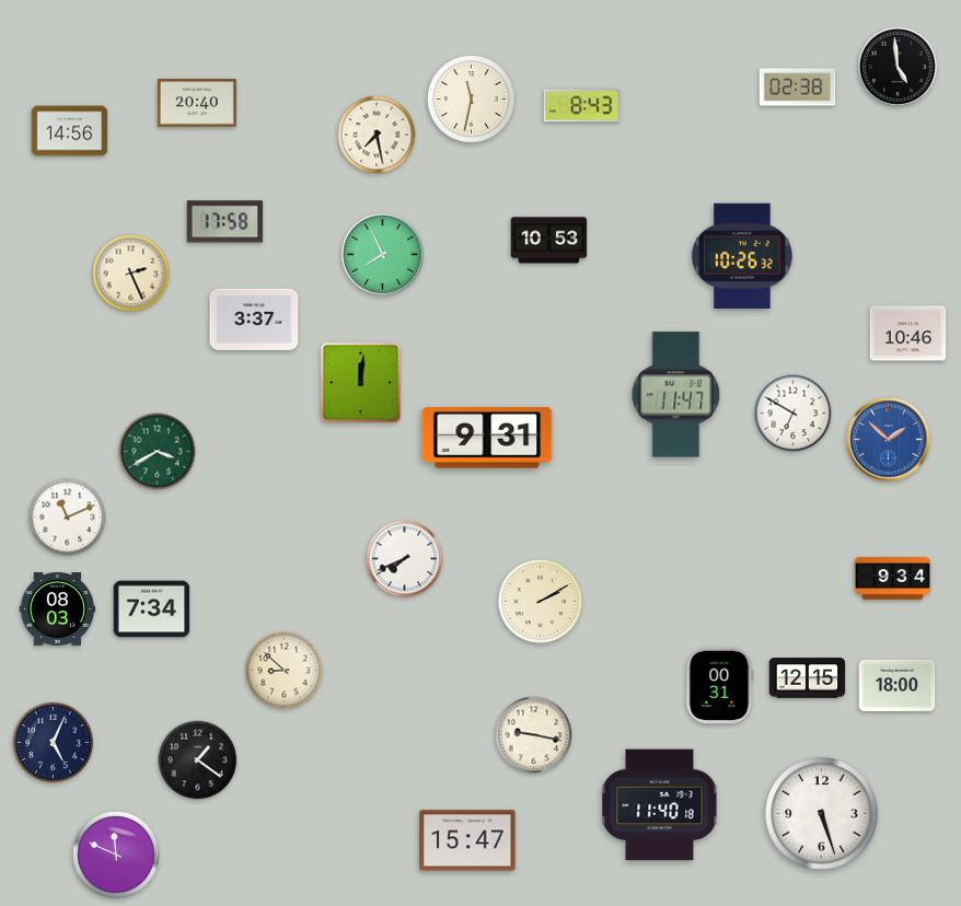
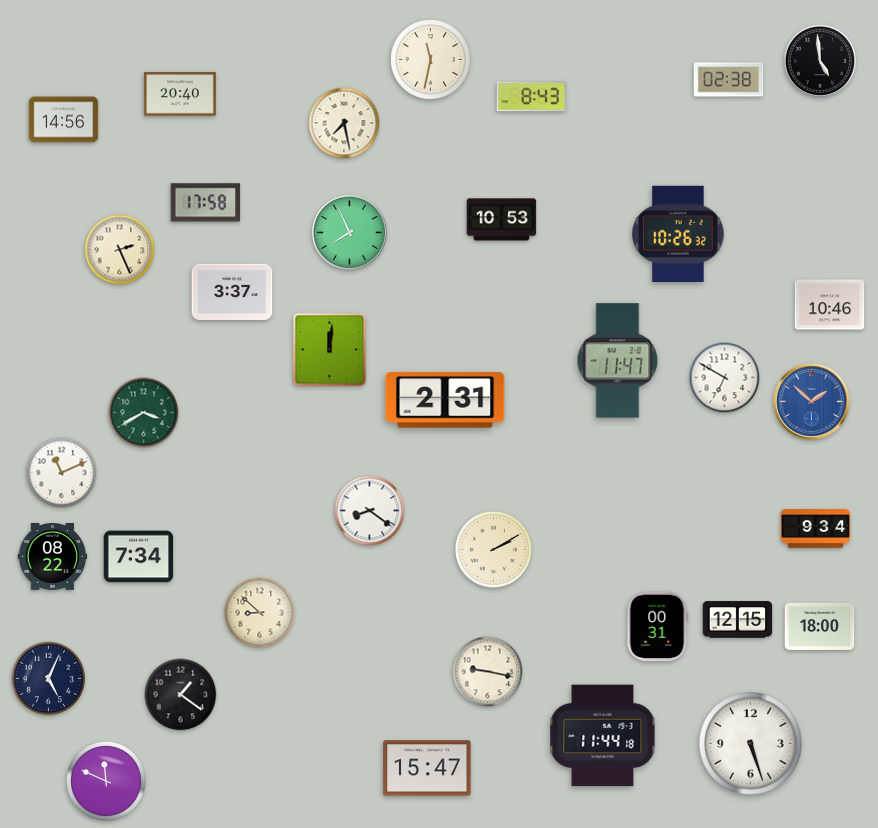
clock at (472, 100) position: (472, 100) -> (431, 60)
clock at (487, 438): 9:31 -> 2:31
clock at (405, 559): 7:41 -> 8:21
clock at (58, 609): 08:03 -> 08:22
clock at (660, 805): 11:40 -> 11:44
